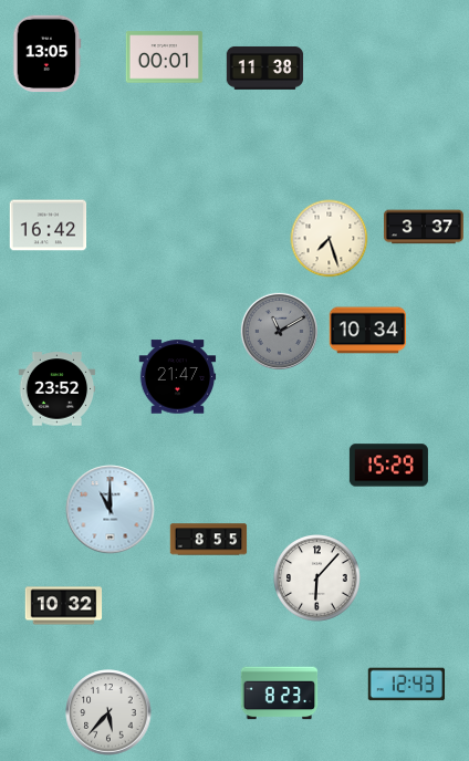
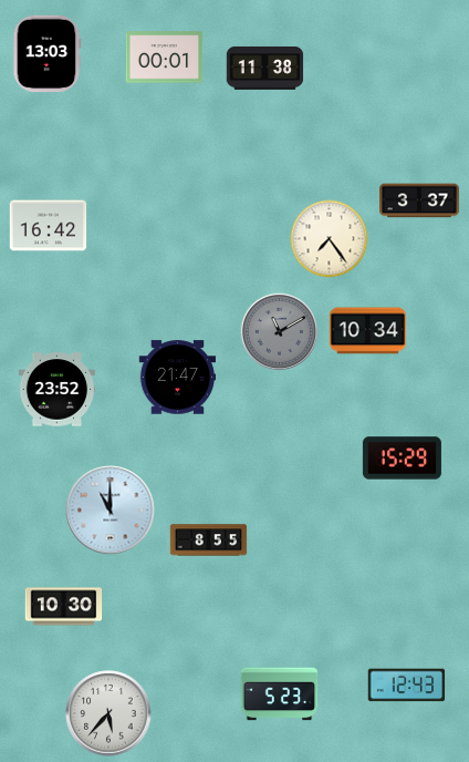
clock at (46, 54): 13:05 -> 13:03
clock at (425, 227) position: (425, 227) -> (420, 200)
clock at (330, 239): 7:27 -> 7:24
clock at (388, 466) position: (388, 466) -> (402, 459)
clock at (317, 578): 6:07 -> none
clock at (64, 606): 10:32 -> 10:30
clock at (280, 694): 8:23 -> 5:23
